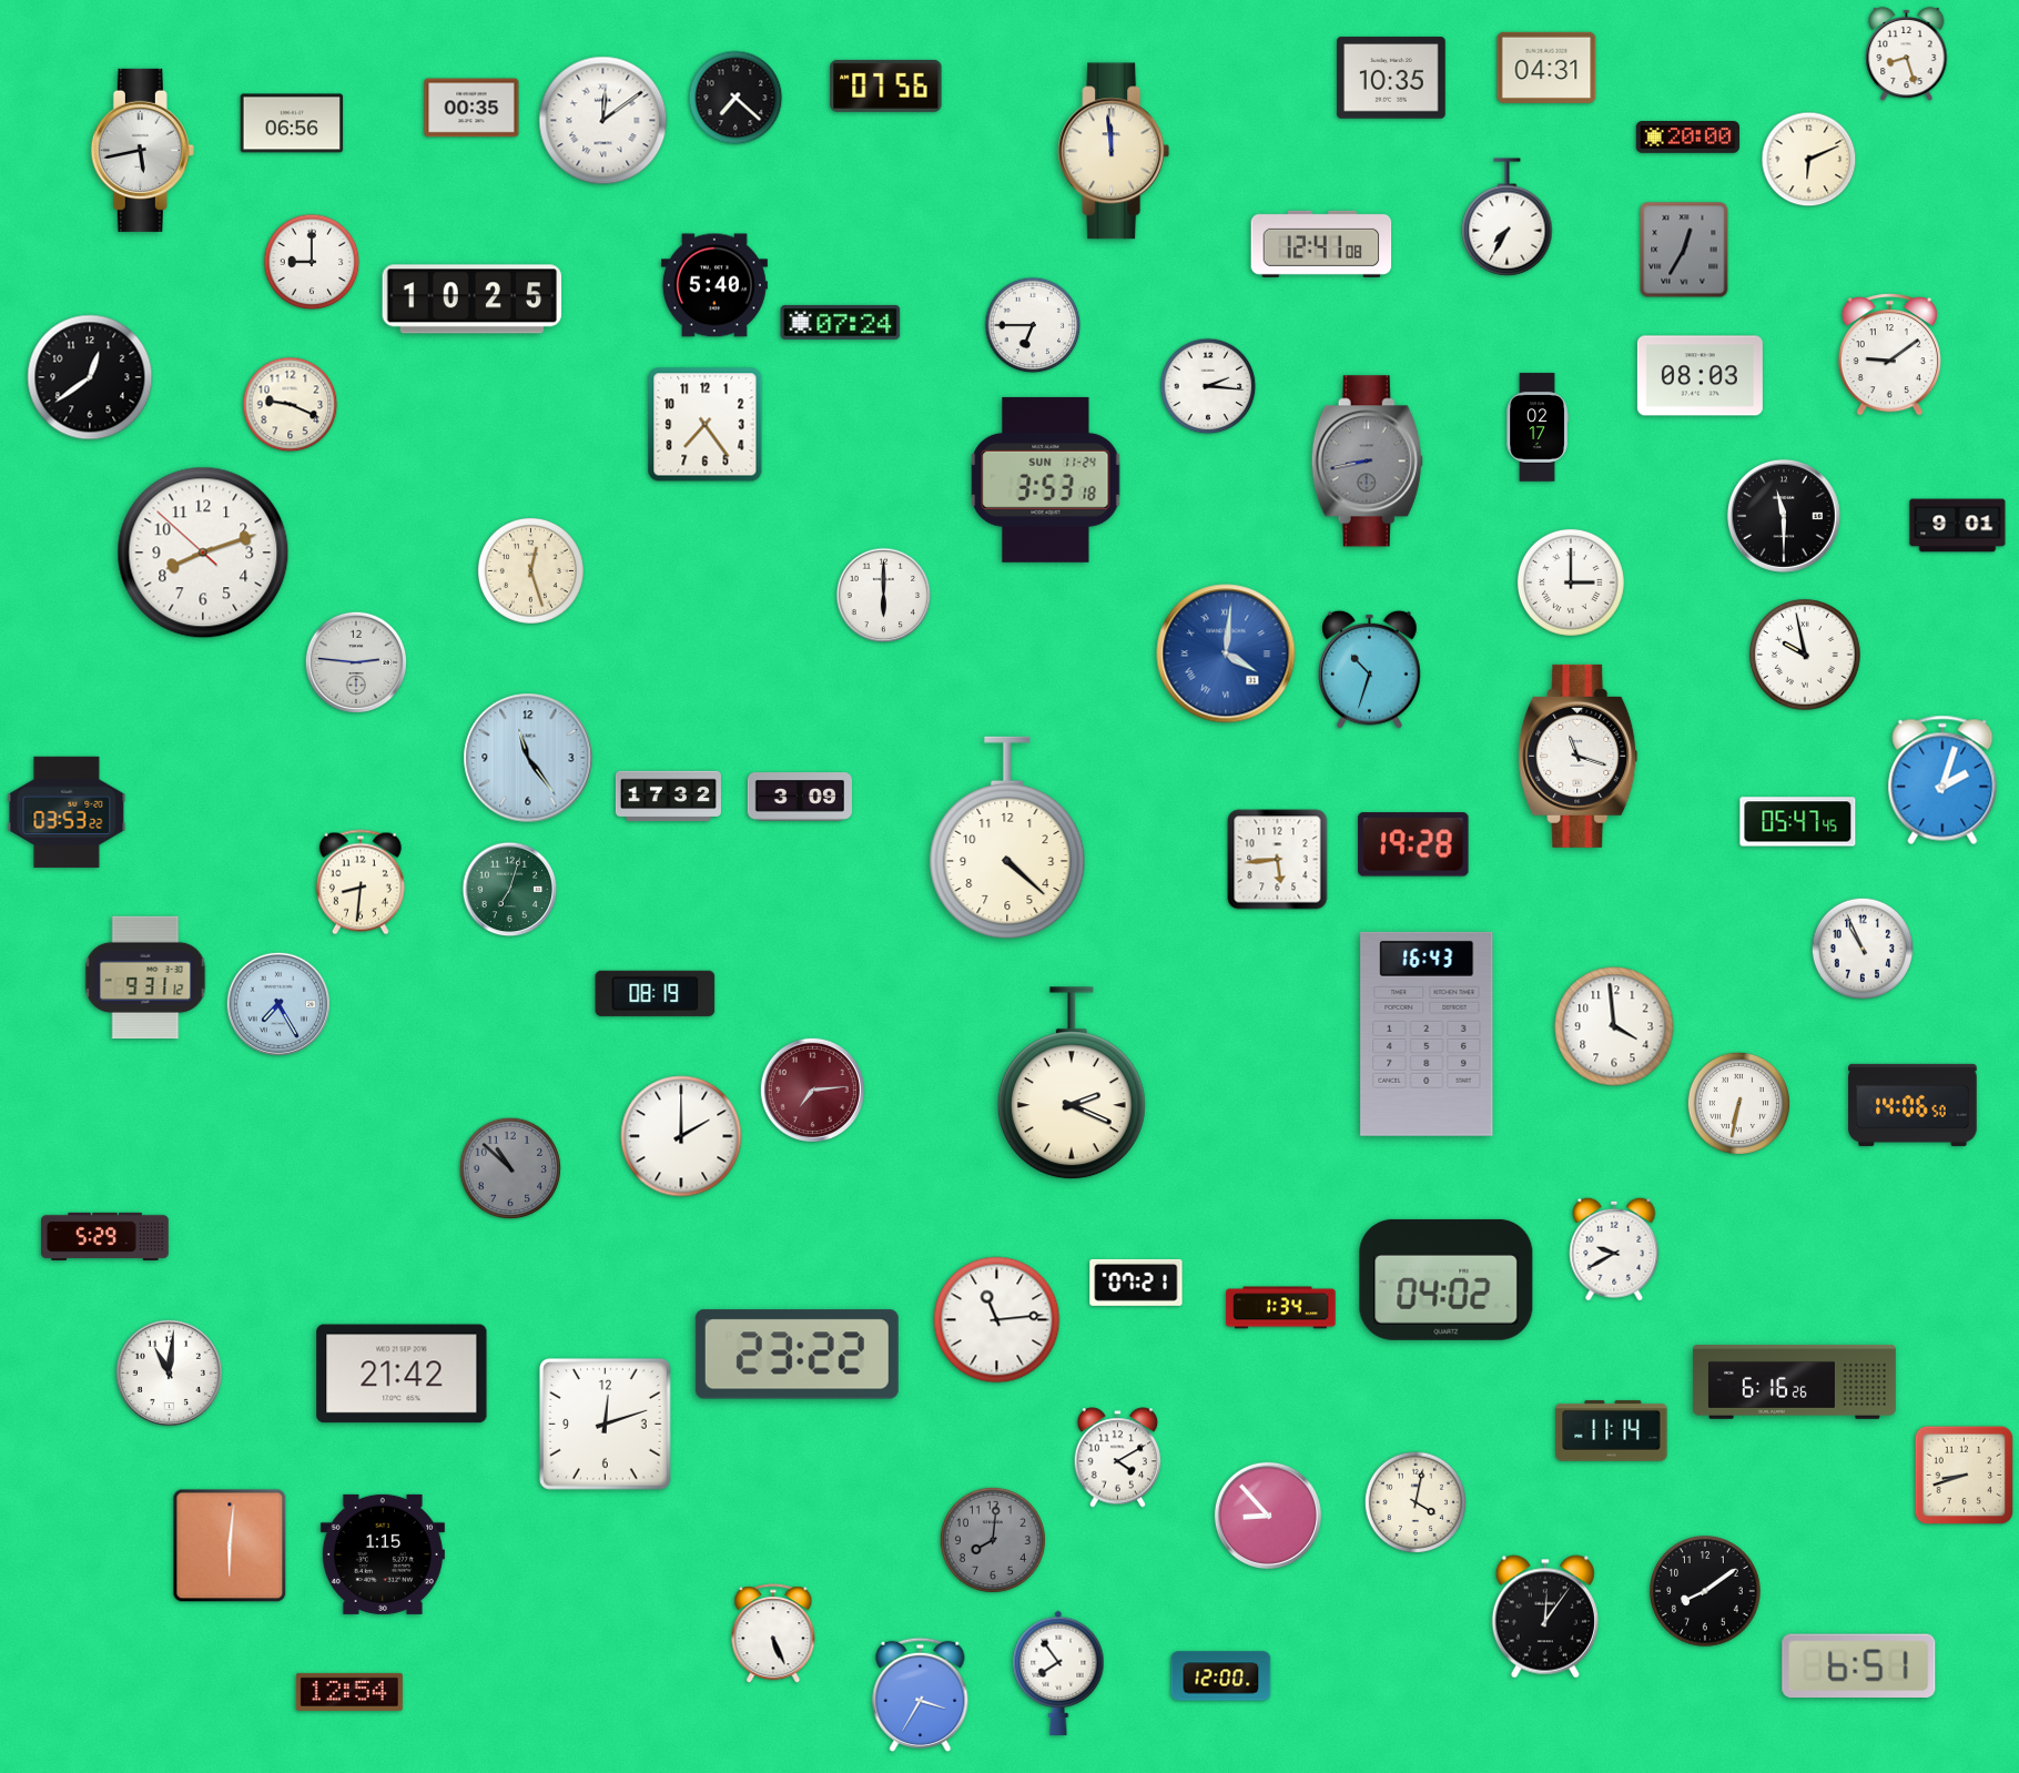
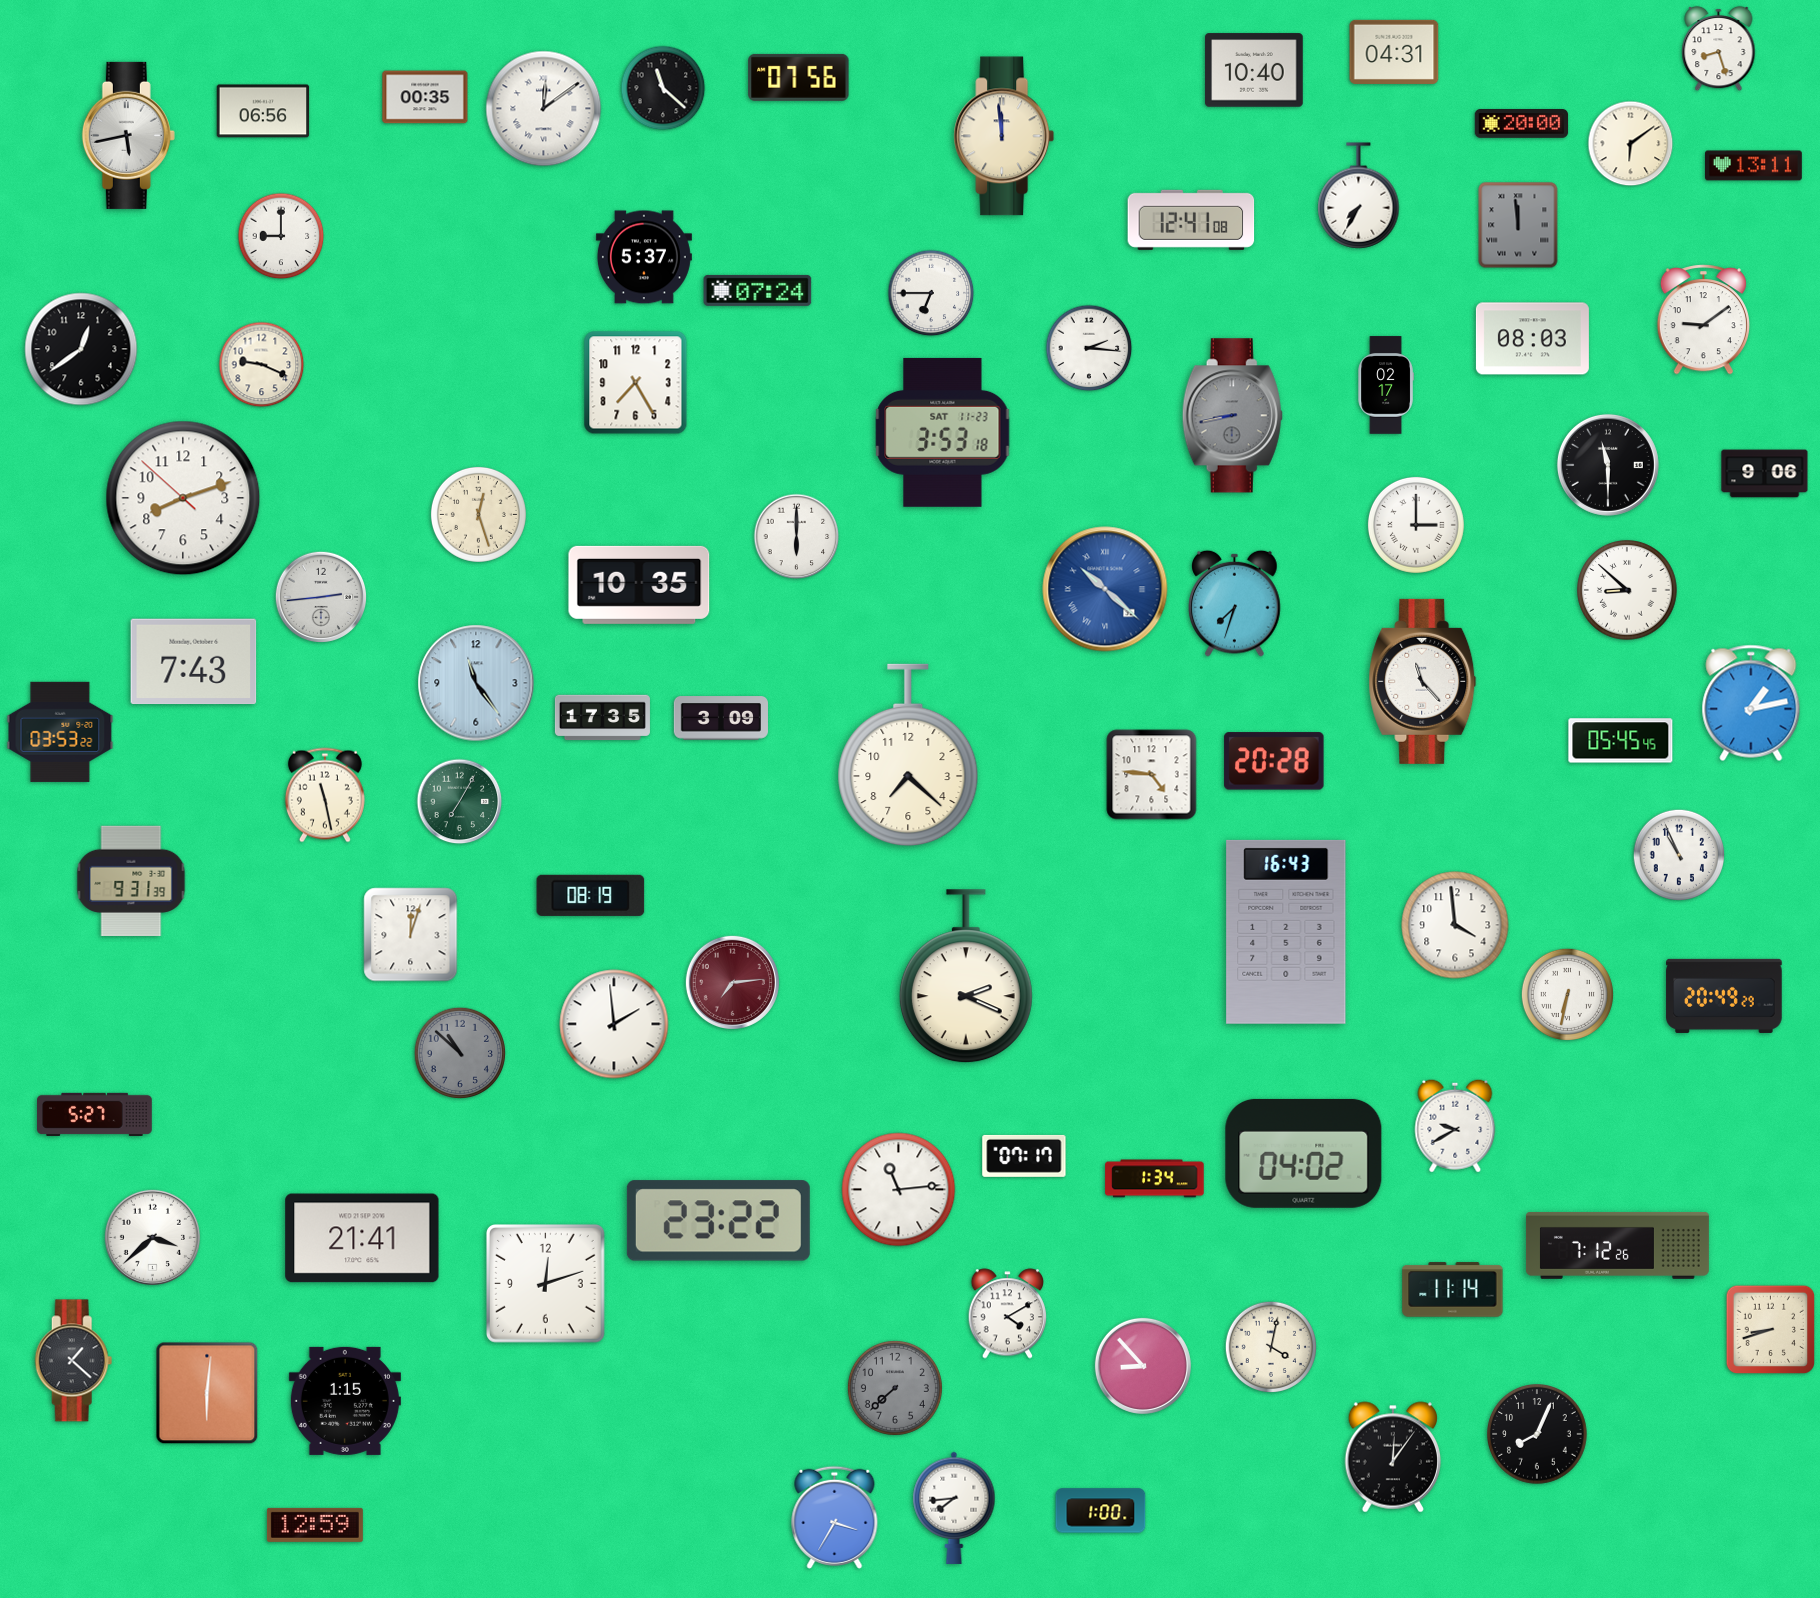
clock at (1546, 68) position: (1546, 68) -> (1394, 52)
clock at (1391, 78): 10:35 -> 10:40
clock at (735, 98): 7:22 -> 11:22
clock at (1809, 160): 6:11 -> 6:09
clock at (1754, 166): none -> 13:11
clock at (1684, 250): 12:35 -> 11:59
clock at (714, 285): 5:40 -> 5:37
clock at (473, 300): 10:25 -> none
clock at (90, 377) position: (90, 377) -> (81, 349)
clock at (706, 425): 7:24 -> 7:25
clock at (1046, 479) date: SUN 11-24 -> SAT 11-23
clock at (1958, 526): 9:01 -> 9:06
clock at (639, 585): none -> 10:35
clock at (1226, 654): 4:01 -> 10:22
clock at (1805, 655): 9:58 -> 8:52
clock at (355, 661): 2:46 -> 2:44
clock at (1370, 669): 10:33 -> 7:33
clock at (194, 662): none -> 7:43
clock at (1579, 756): 11:18 -> 11:23
clock at (1942, 780): 2:03 -> 1:13
clock at (668, 797): 17:32 -> 17:35
clock at (1798, 822): 05:47 -> 05:45
clock at (1007, 838): 4:22 -> 7:22
clock at (1413, 844): 19:28 -> 20:28
clock at (1278, 860): 5:44 -> 4:46
clock at (361, 882): 8:31 -> 11:28
clock at (510, 890): 7:03 -> 7:05
clock at (145, 977): 9:31:12 -> 9:31:39
clock at (278, 1004): 7:25 -> none
clock at (411, 935): none -> 12:03
clock at (1913, 1105): 14:06 -> 20:49
clock at (681, 1136): 2:00 -> 1:59
clock at (105, 1236): 5:29 -> 5:27
clock at (1136, 1283): 07:21 -> 07:17
clock at (169, 1372): 11:01 -> 3:38
clock at (402, 1374): 21:42 -> 21:41
clock at (1794, 1381): 6:16 -> 7:12
clock at (1414, 1501) position: (1414, 1501) -> (1270, 1346)
clock at (74, 1361): none -> 1:22
clock at (993, 1540): 8:01 -> 7:38
clock at (1705, 1591): 8:09 -> 8:04
clock at (773, 1634): 5:26 -> none
clock at (1859, 1666): 6:51 -> none
clock at (1058, 1673): 7:54 -> 7:44
clock at (1221, 1676): 12:00 -> 1:00
clock at (349, 1692): 12:54 -> 12:59
clock at (921, 1694) position: (921, 1694) -> (835, 1517)
